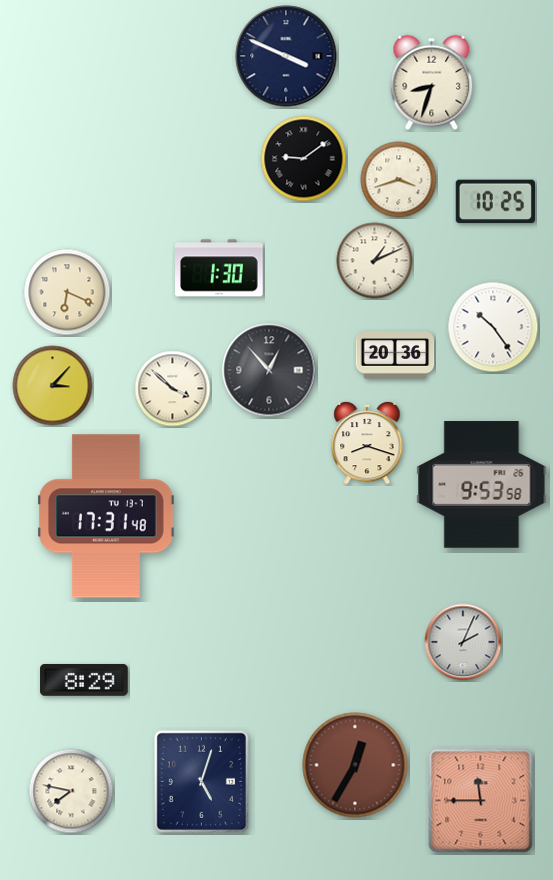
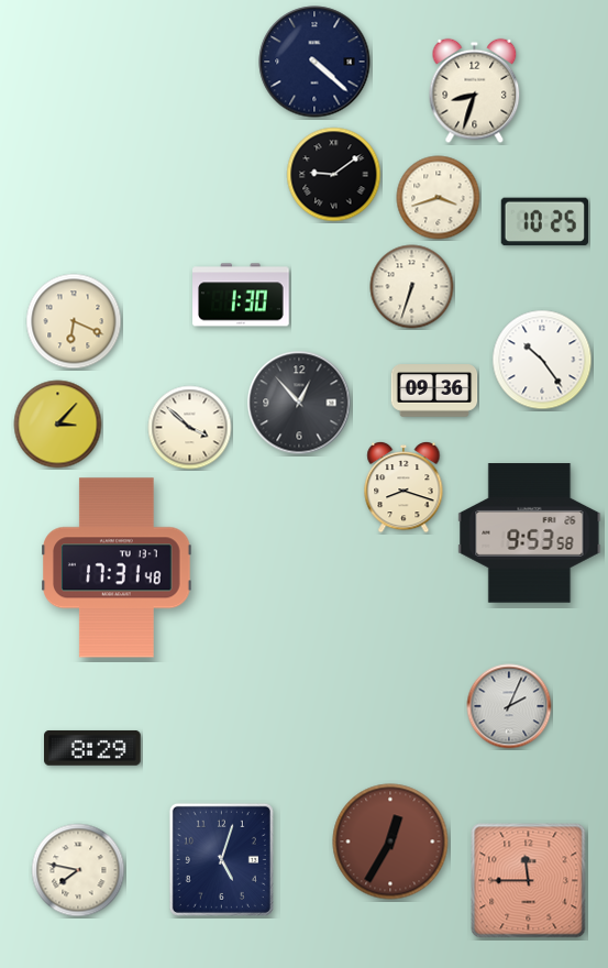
clock at (286, 56): 3:49 -> 4:22
clock at (375, 261): 1:11 -> 6:33
clock at (395, 355): 20:36 -> 09:36
clock at (269, 370) position: (269, 370) -> (299, 403)
